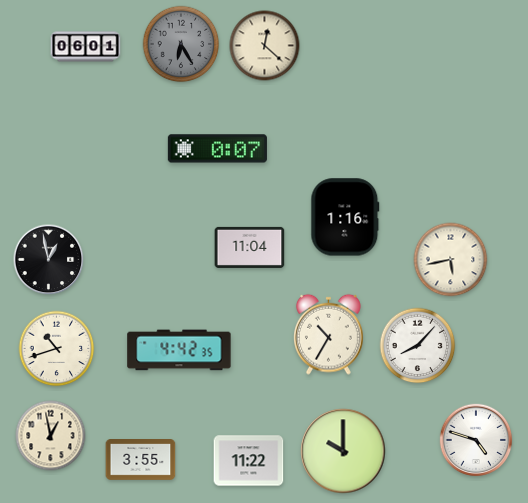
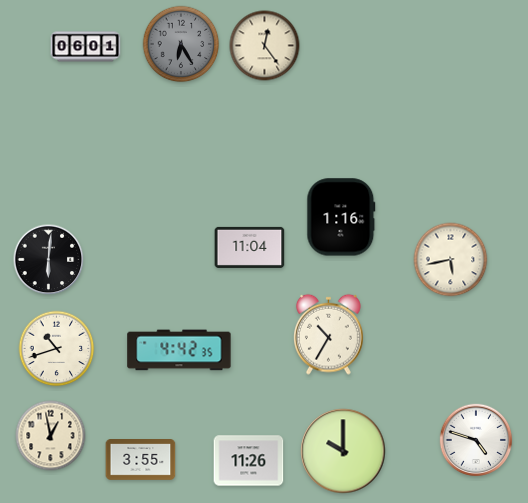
clock at (265, 46): 12:22 -> 12:24
clock at (217, 149): 0:07 -> none
clock at (345, 217) position: (345, 217) -> (341, 217)
clock at (49, 260): 12:58 -> 6:01
clock at (418, 346): 8:07 -> none
clock at (249, 461): 11:22 -> 11:26
